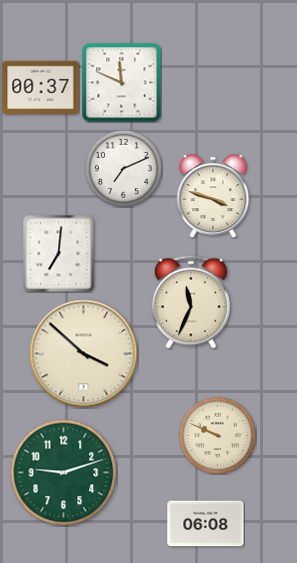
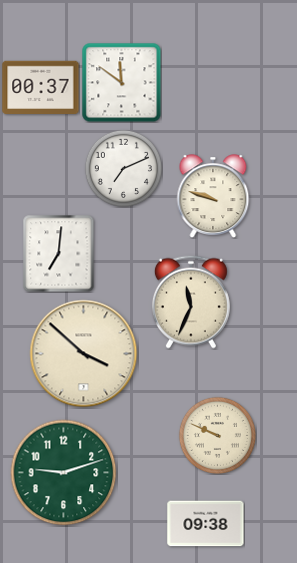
clock at (122, 83): 11:49 -> 11:51
clock at (213, 196): 3:48 -> 9:48
clock at (206, 524): 06:08 -> 09:38
